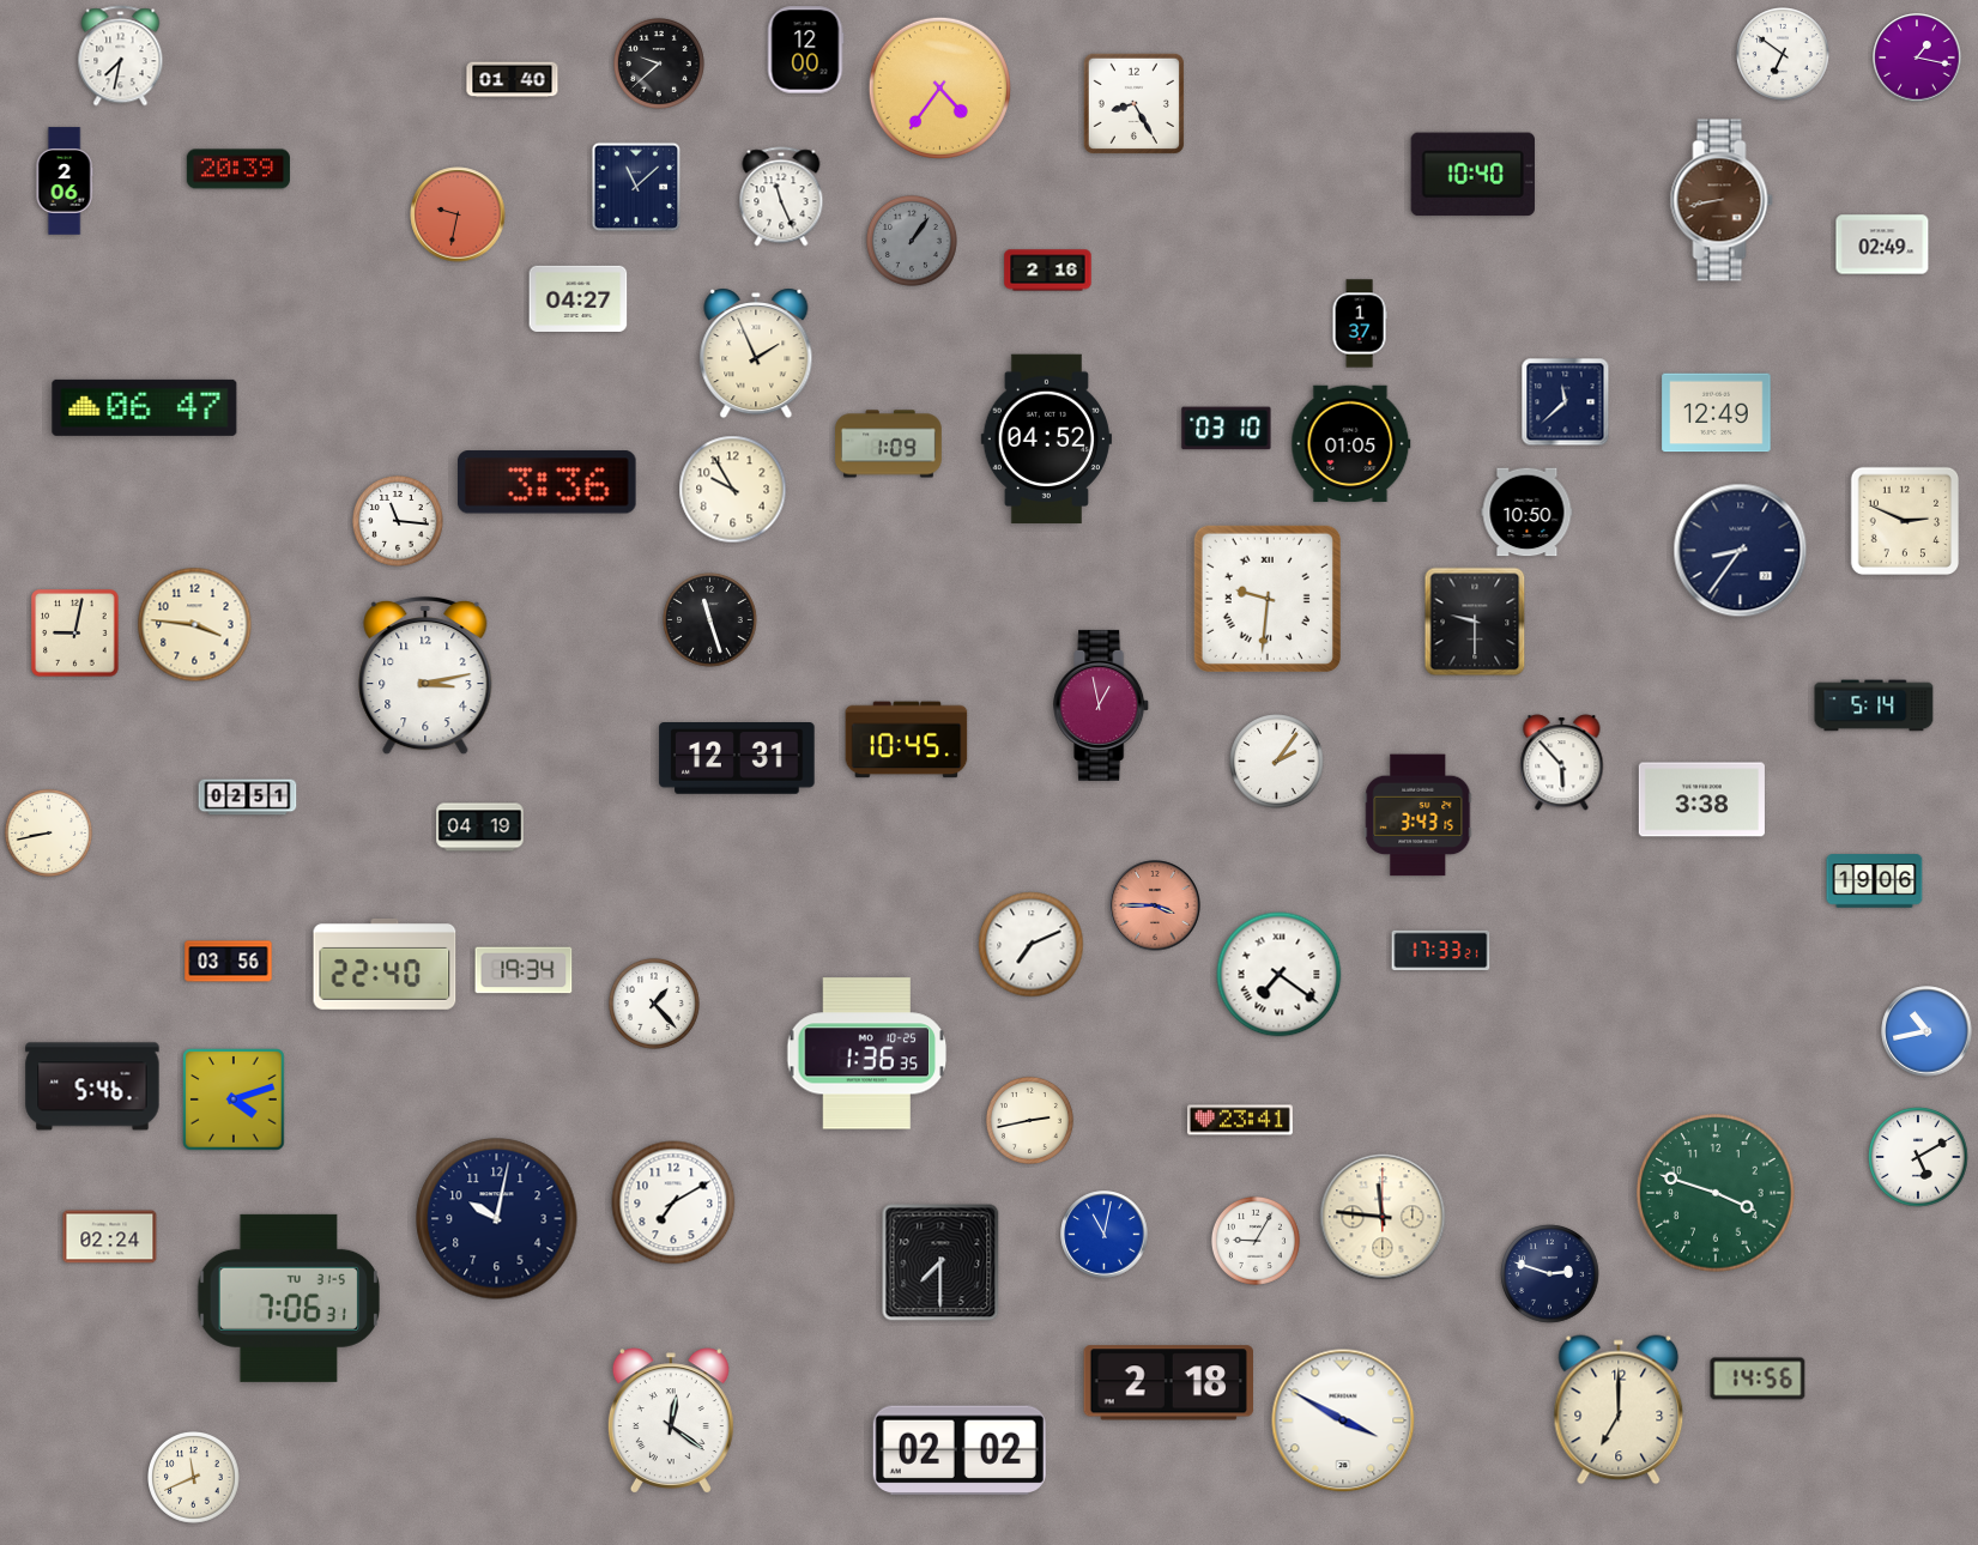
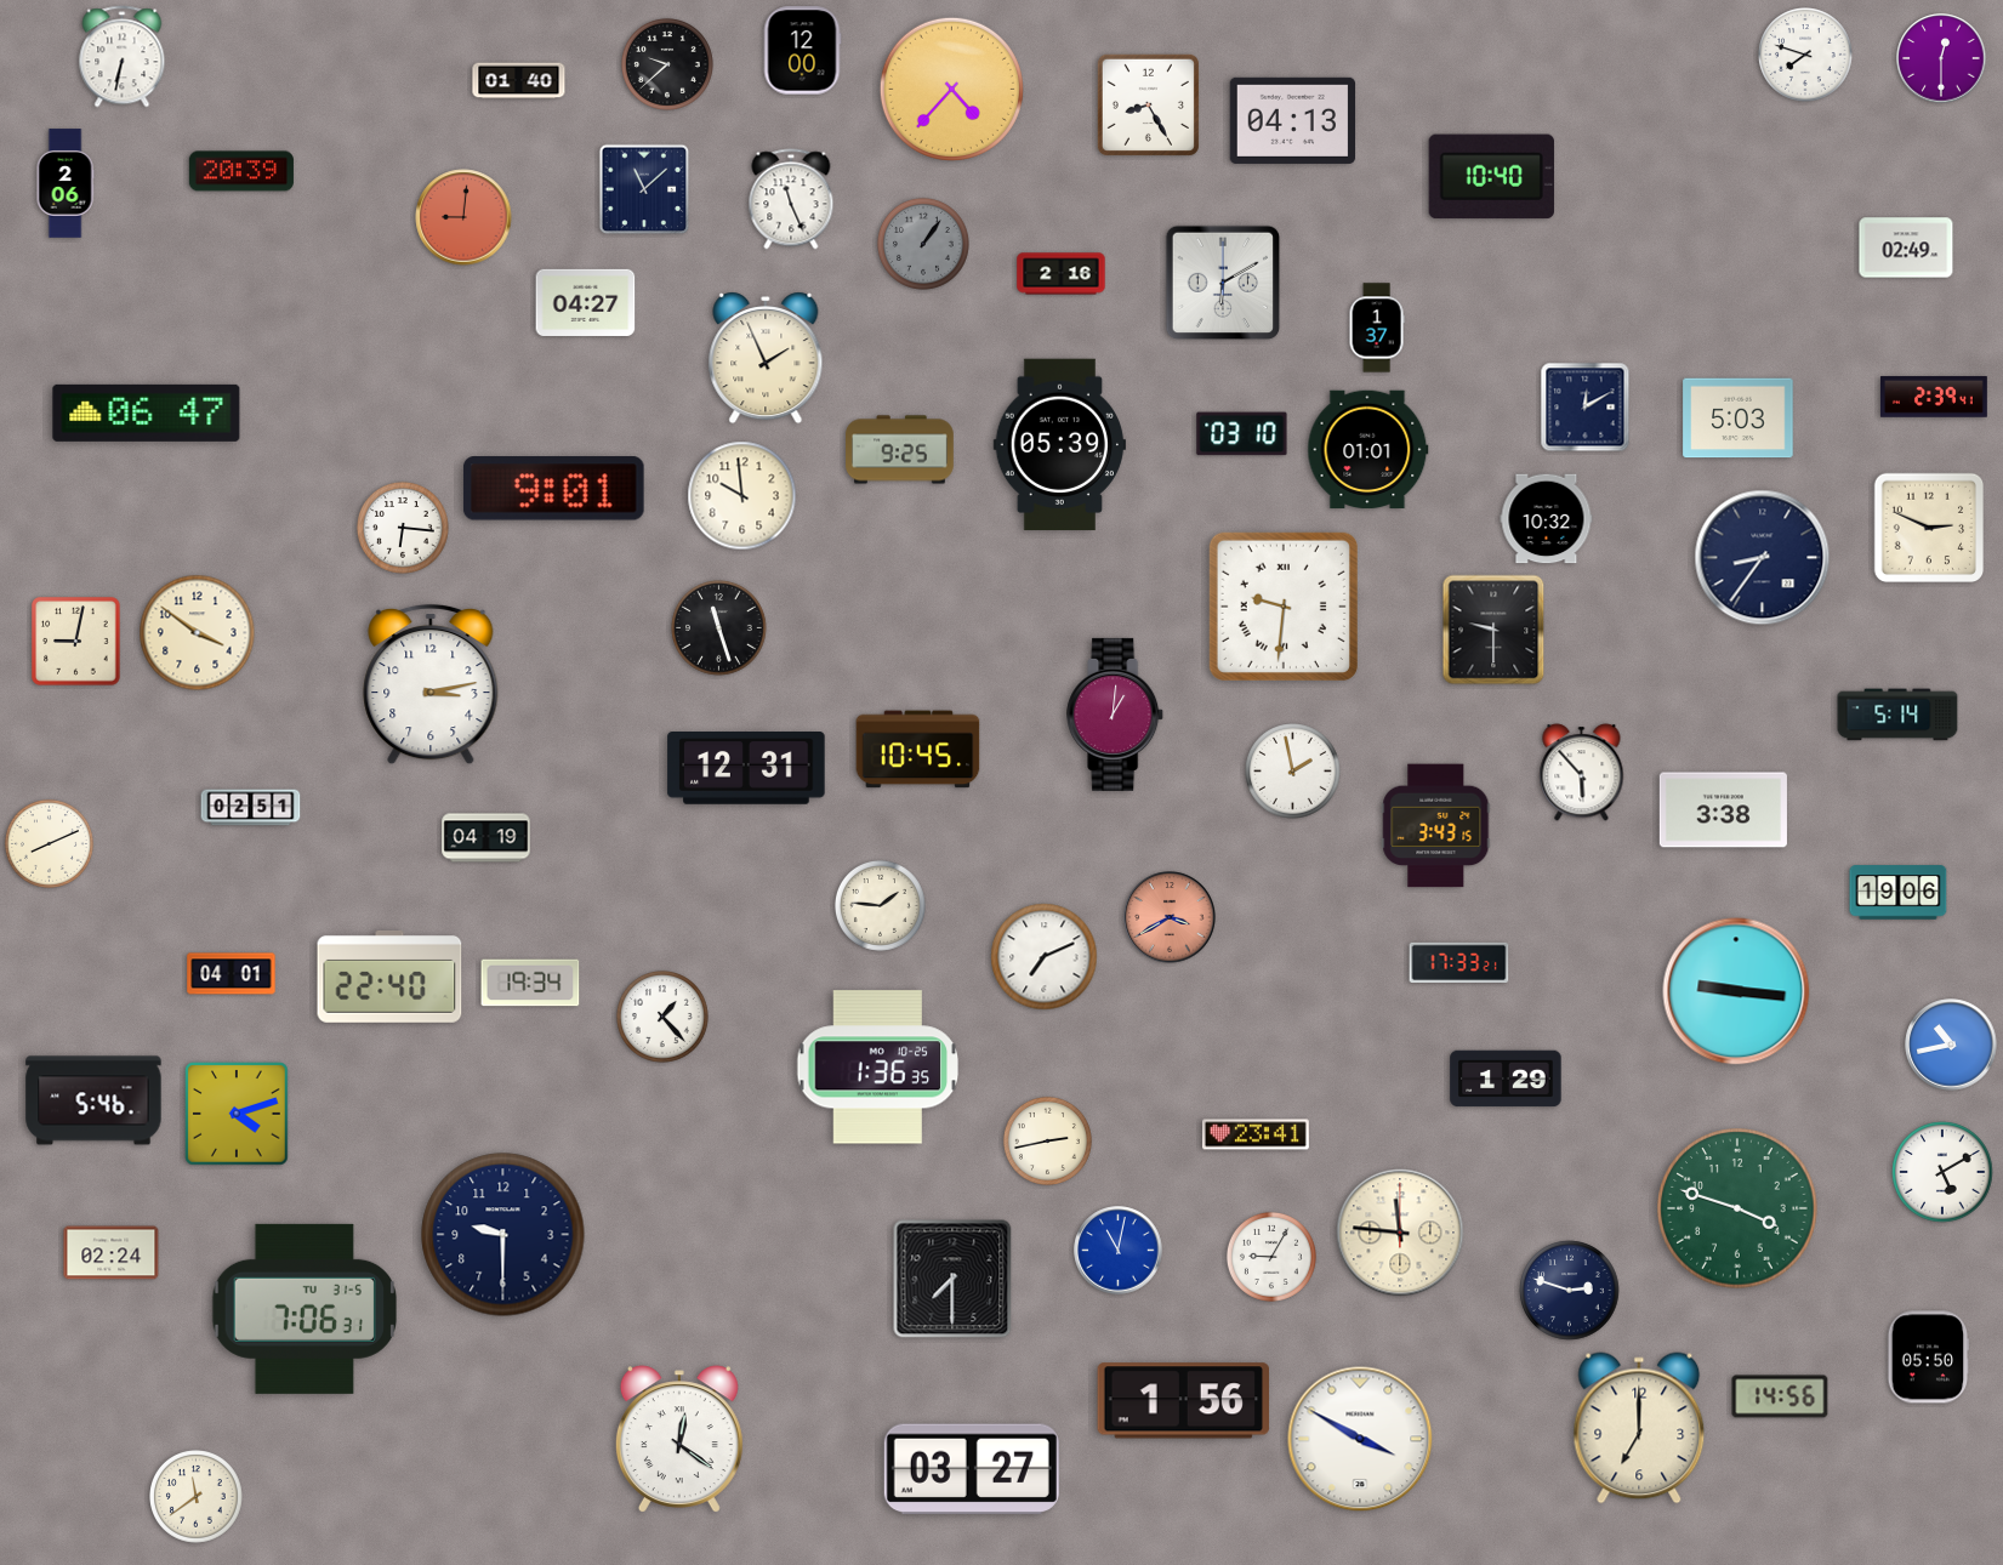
clock at (805, 50) position: (805, 50) -> (802, 51)
clock at (1784, 55): 6:51 -> 7:48
clock at (121, 56): 7:32 -> 6:32
clock at (1917, 57): 1:17 -> 12:30
clock at (939, 87): 4:36 -> 4:37
clock at (1293, 120): none -> 04:13
clock at (1722, 200): 8:43 -> none
clock at (458, 214): 9:32 -> 9:01
clock at (1223, 283): none -> 6:10
clock at (1934, 397): none -> 2:39
clock at (1566, 402): 11:38 -> 12:10
clock at (1717, 413): 12:49 -> 5:03
clock at (1046, 440): 04:52 -> 05:39
clock at (889, 444): 1:09 -> 9:25
clock at (1351, 444): 01:05 -> 01:01
clock at (546, 483): 3:36 -> 9:01
clock at (733, 490): 9:55 -> 9:59
clock at (1528, 513): 10:50 -> 10:32
clock at (398, 521): 11:16 -> 6:16
clock at (195, 625): 3:46 -> 3:51
clock at (1102, 705): 12:58 -> 1:01
clock at (1277, 762): 2:06 -> 1:58
clock at (48, 832): 8:43 -> 8:11
clock at (880, 905): none -> 1:46
clock at (1155, 905): 3:45 -> 3:40
clock at (229, 962): 03:56 -> 04:01
clock at (1280, 975): 7:21 -> none
clock at (1736, 991): none -> 9:16
clock at (1506, 1079): none -> 1:29
clock at (1029, 1120) position: (1029, 1120) -> (1047, 1140)
clock at (673, 1202): 7:10 -> none
clock at (497, 1219): 10:02 -> 9:30
clock at (288, 1298) position: (288, 1298) -> (303, 1309)
clock at (1929, 1358): none -> 05:50
clock at (1168, 1383): 2:18 -> 1:56
clock at (960, 1450): 02:02 -> 03:27
clock at (194, 1478): 11:41 -> 11:39
